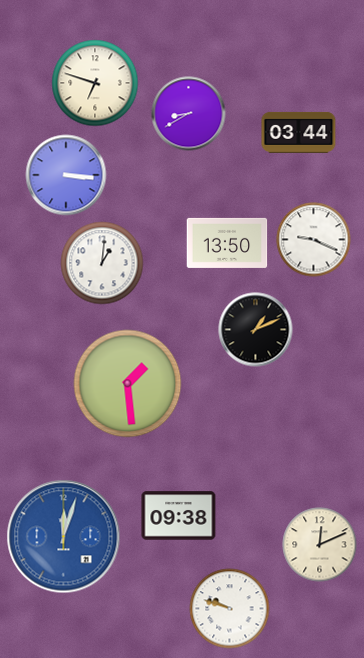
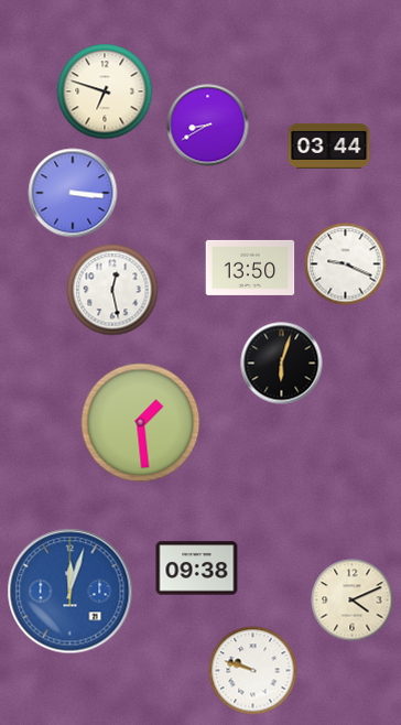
clock at (102, 263): 1:01 -> 12:28
clock at (256, 330): 1:11 -> 6:03
clock at (320, 545): 12:11 -> 4:11
